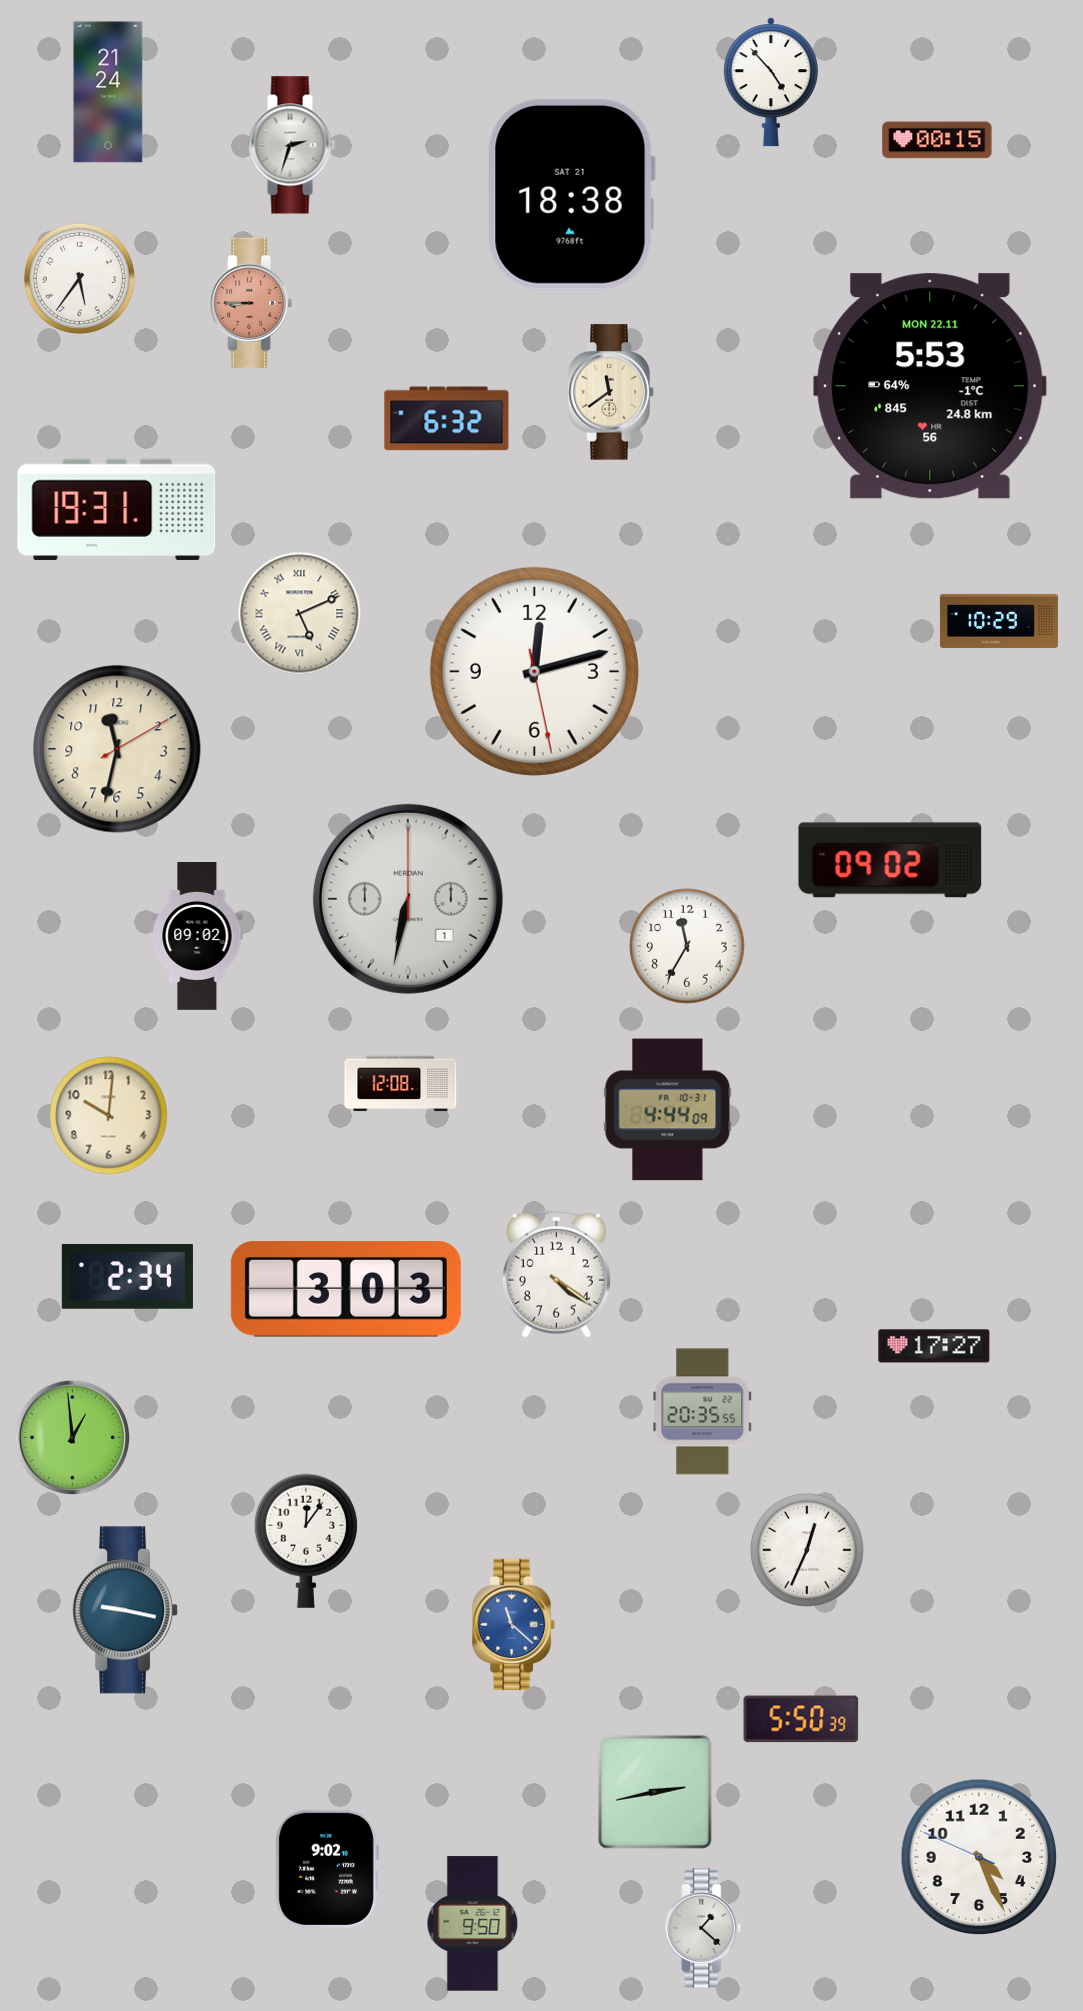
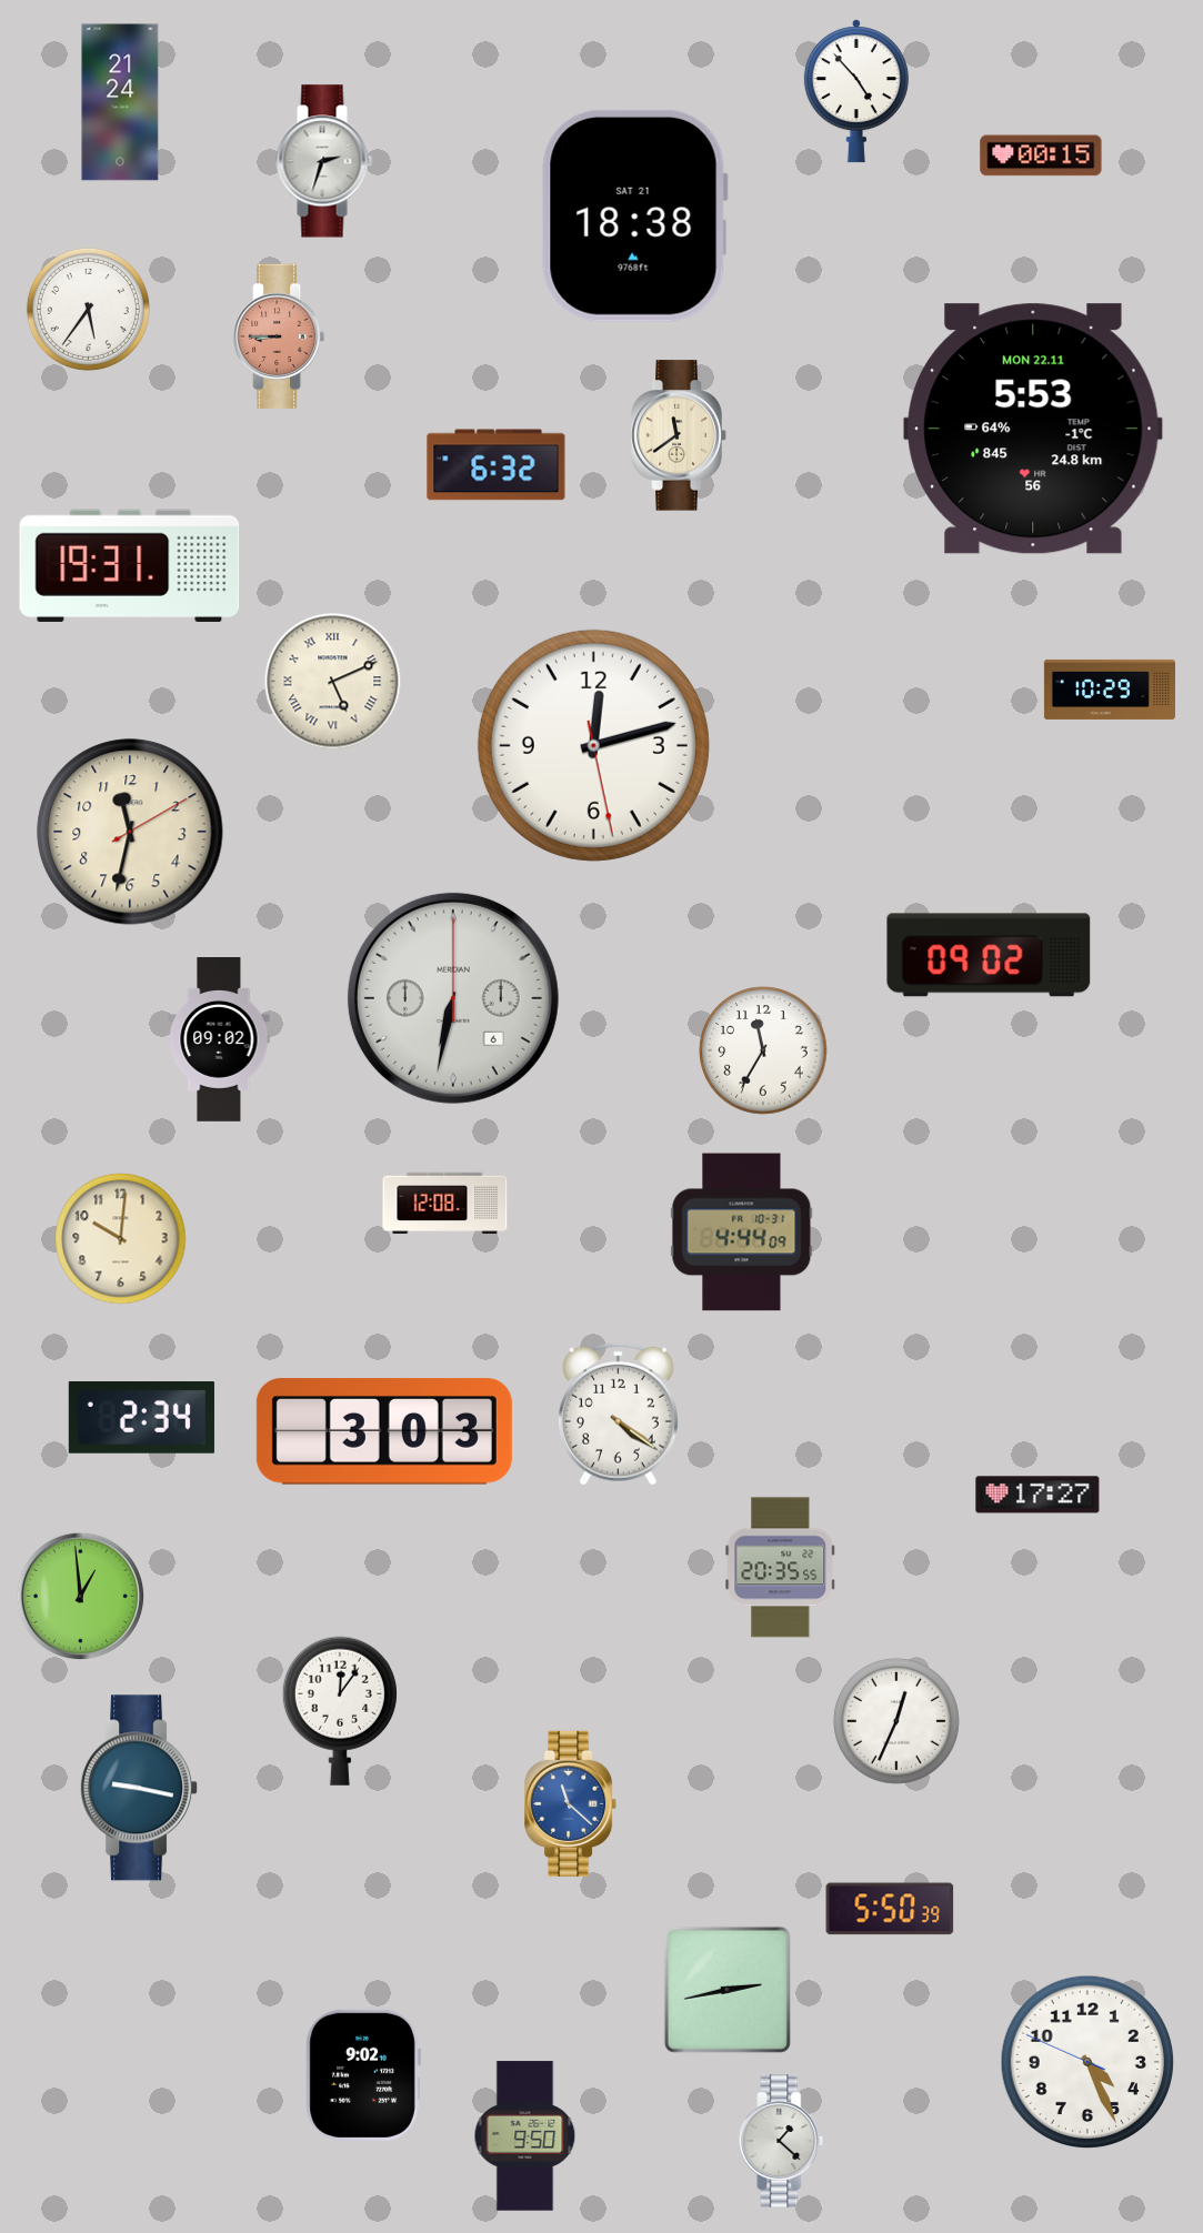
clock at (408, 899) date: 1 -> 6
